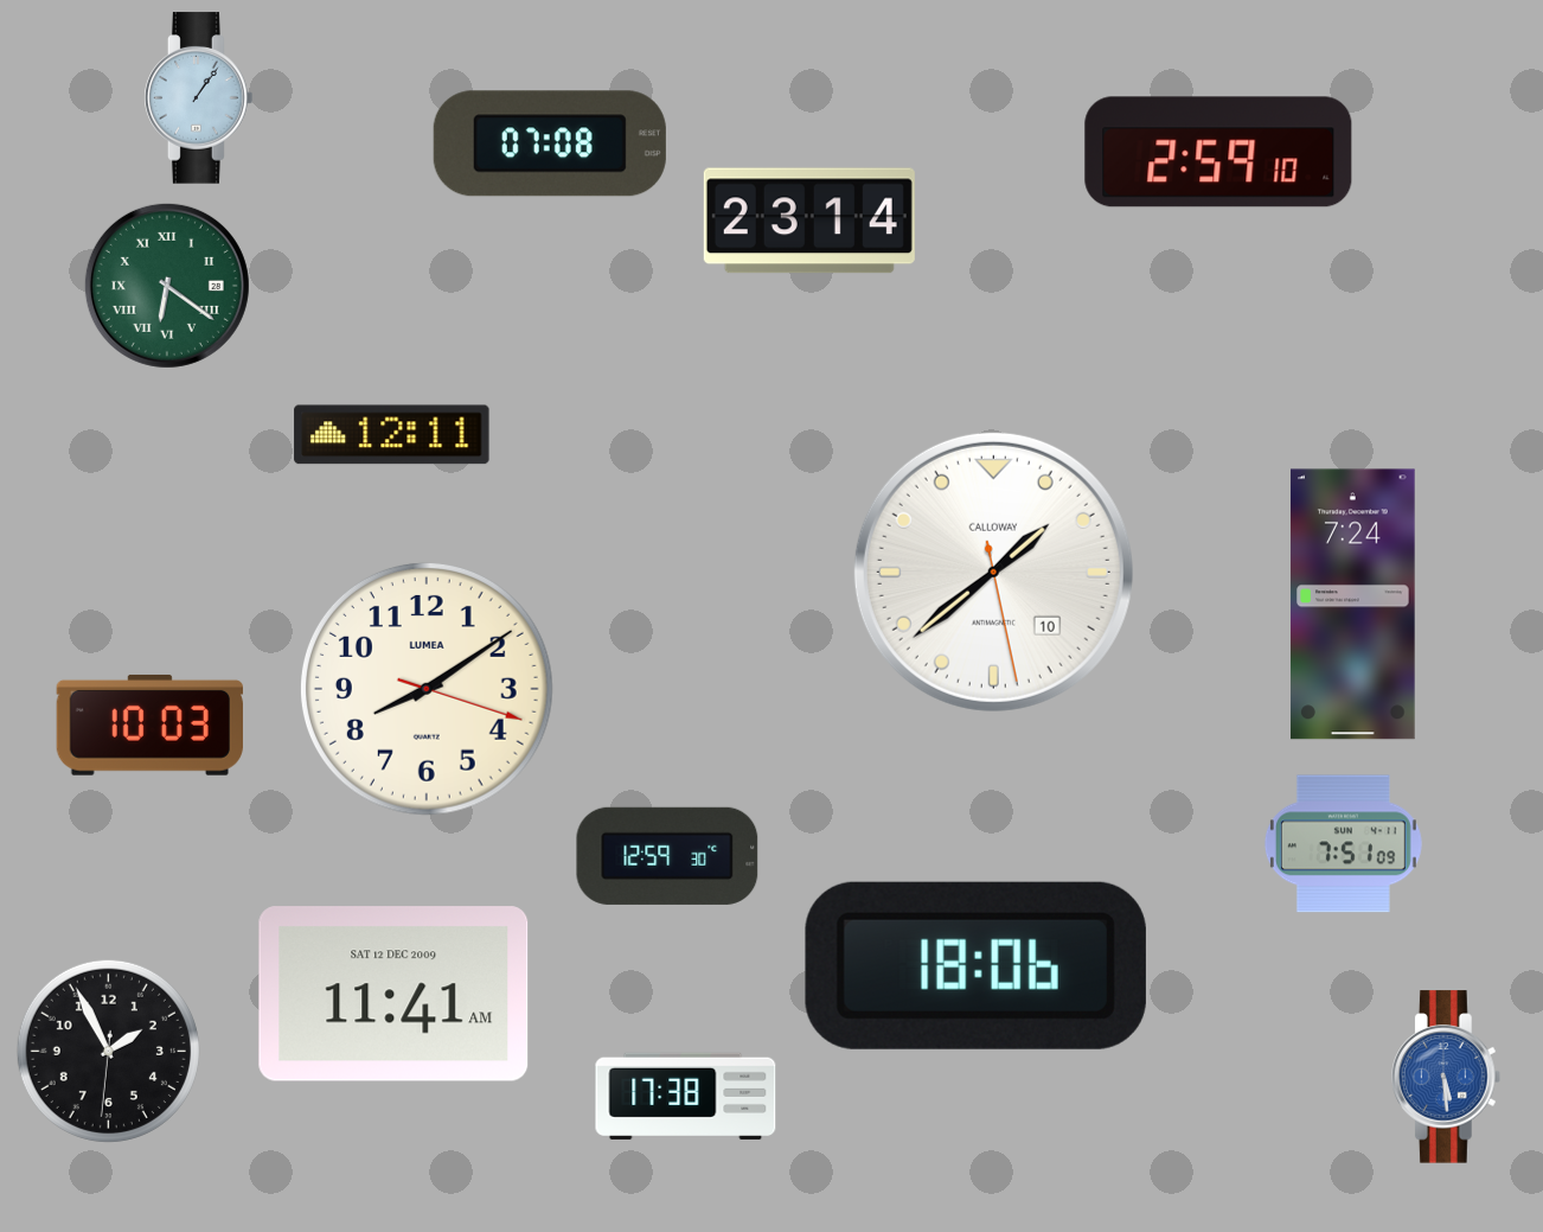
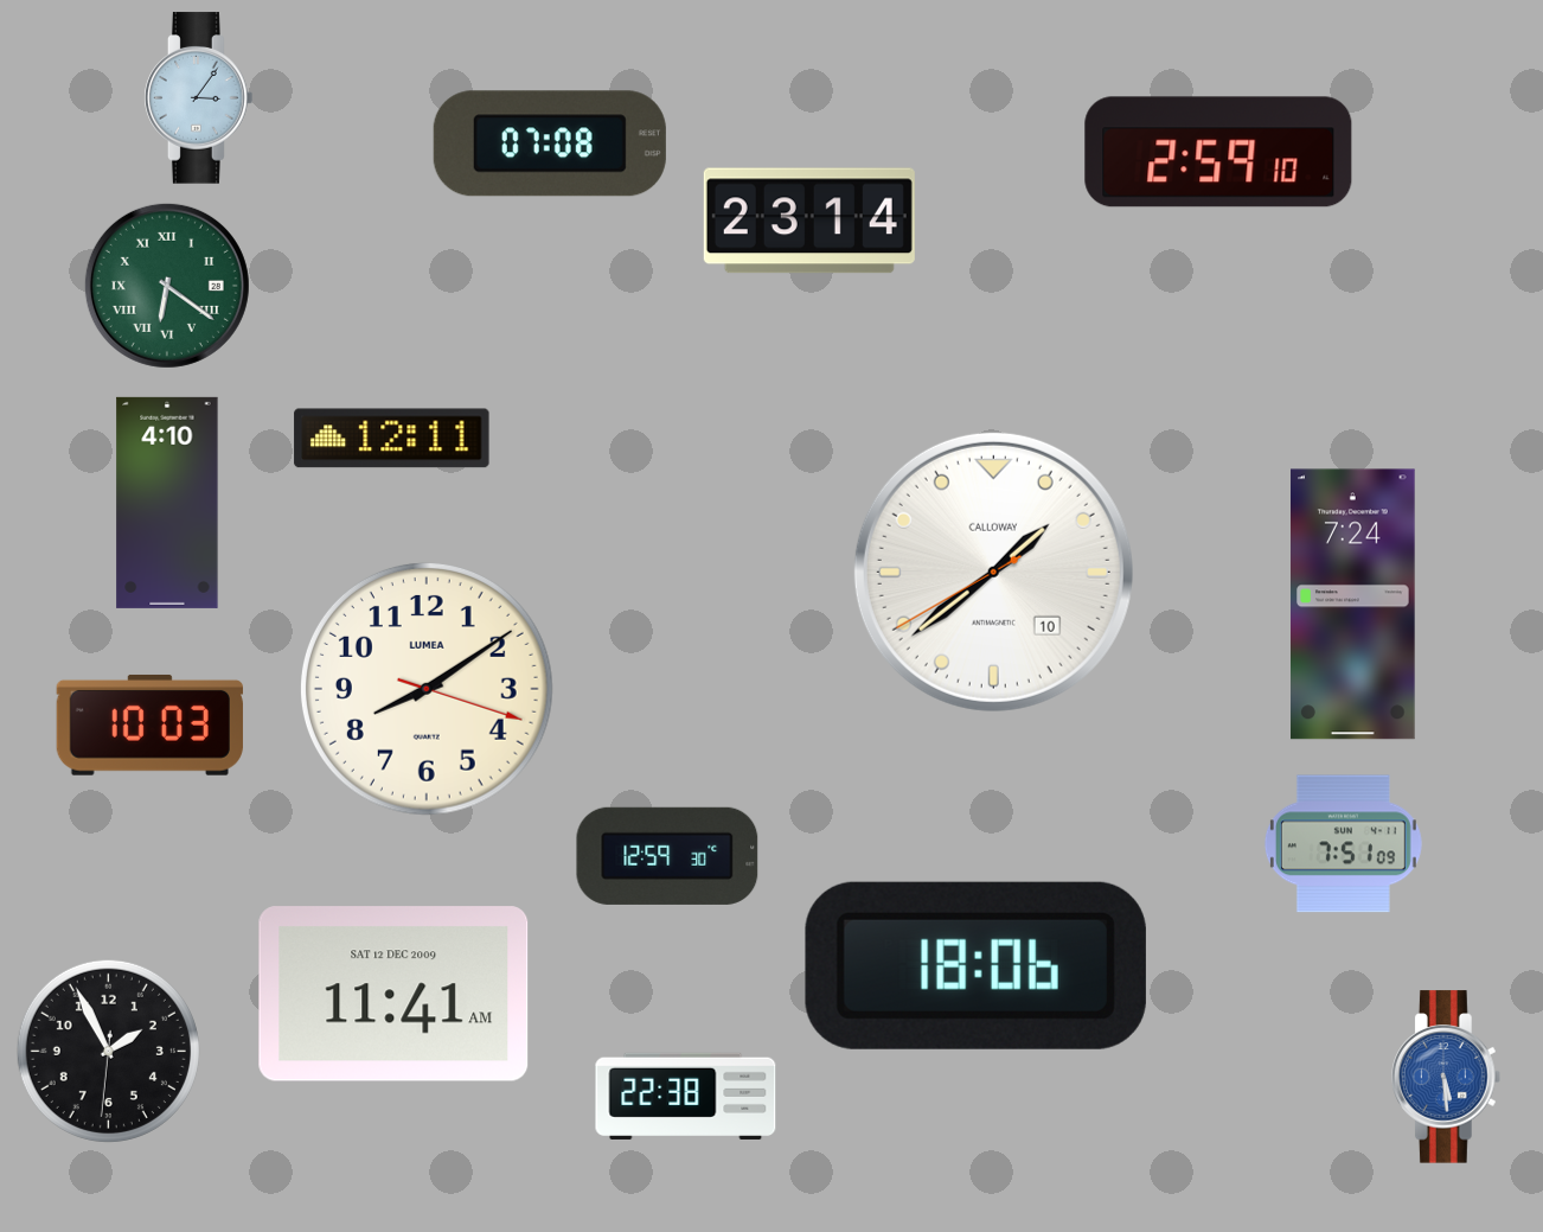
clock at (199, 98): 1:06 -> 3:06
clock at (392, 435) position: (392, 435) -> (392, 439)
clock at (167, 503): none -> 4:10
clock at (993, 572): 1:38:28 -> 1:38:40
clock at (686, 1096): 17:38 -> 22:38
